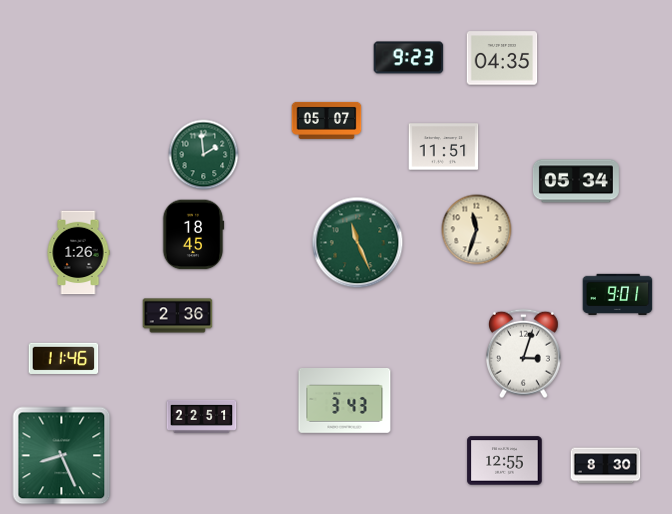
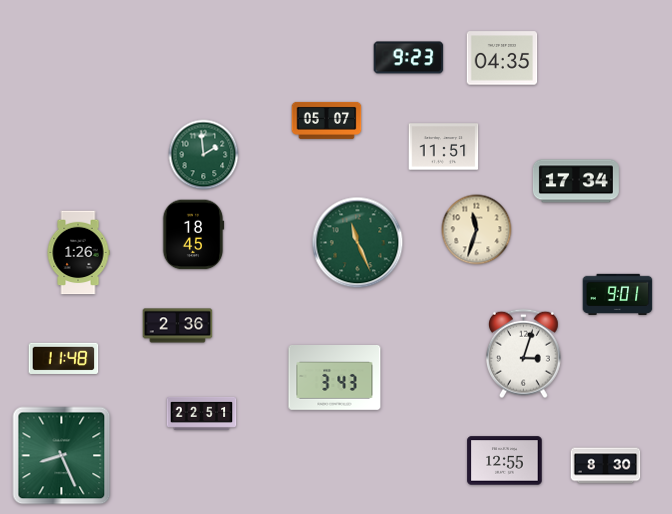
clock at (576, 181): 05:34 -> 17:34
clock at (178, 316) position: (178, 316) -> (178, 326)
clock at (64, 358): 11:46 -> 11:48
clock at (345, 401) position: (345, 401) -> (335, 378)
clock at (202, 416) position: (202, 416) -> (202, 413)
